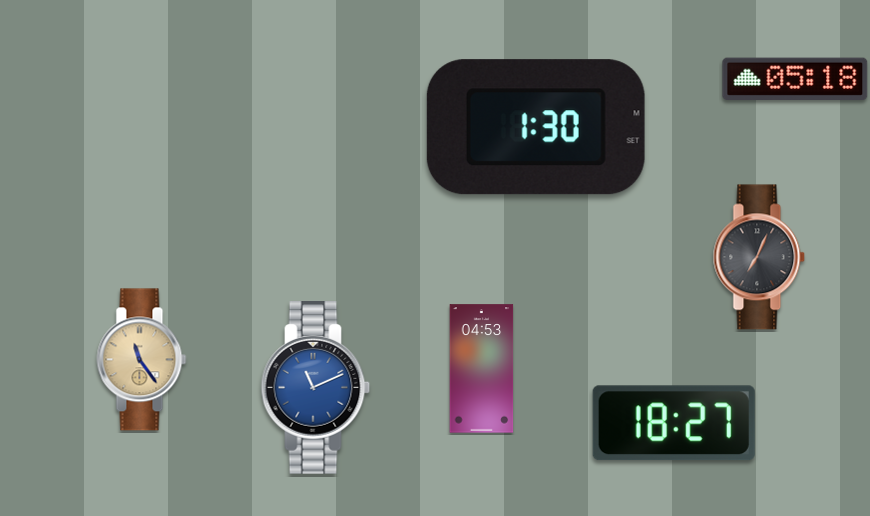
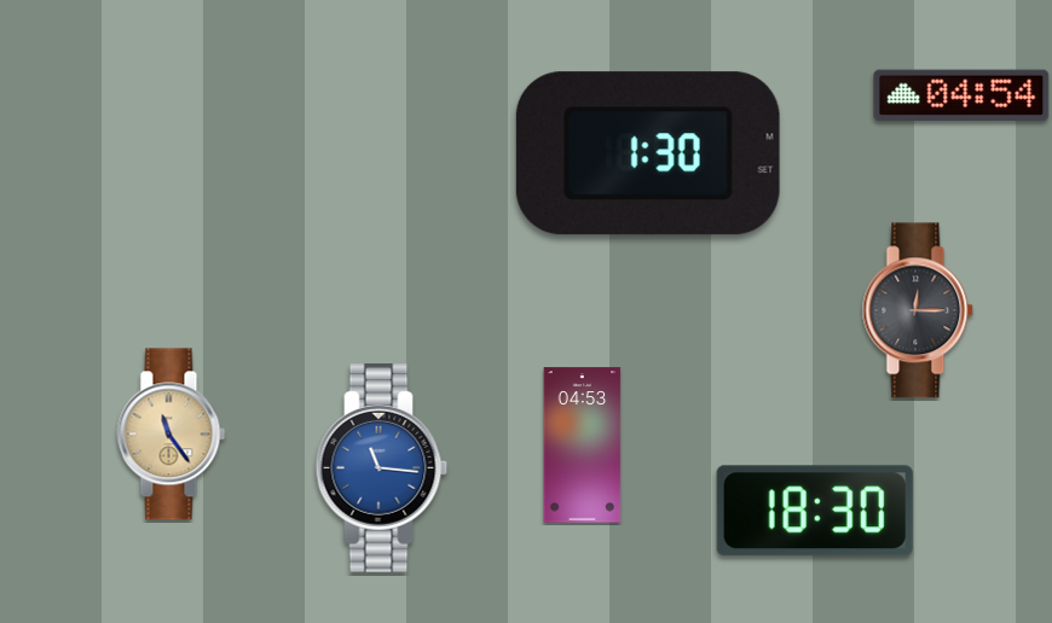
clock at (795, 78): 05:18 -> 04:54
clock at (759, 257): 7:04 -> 12:15
clock at (316, 388): 11:11 -> 11:16
clock at (674, 423): 18:27 -> 18:30
